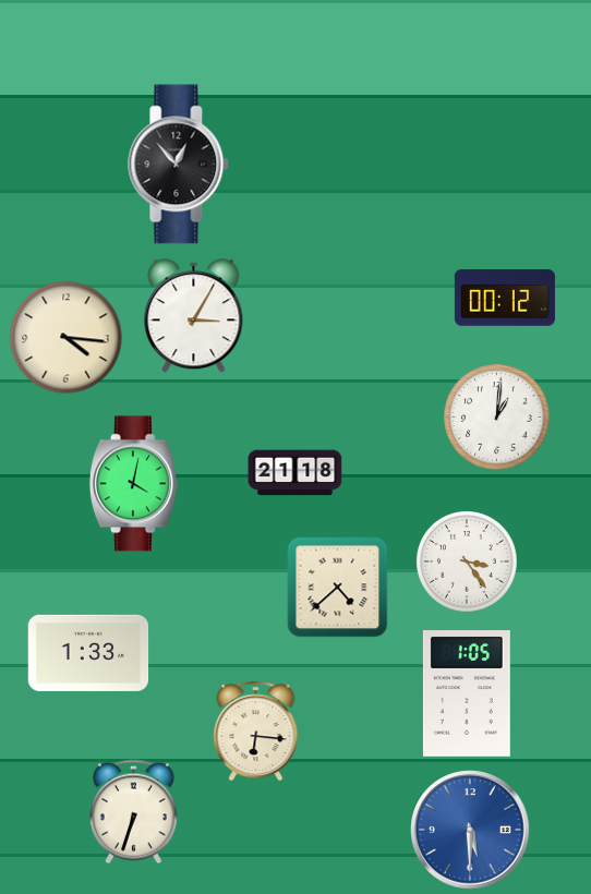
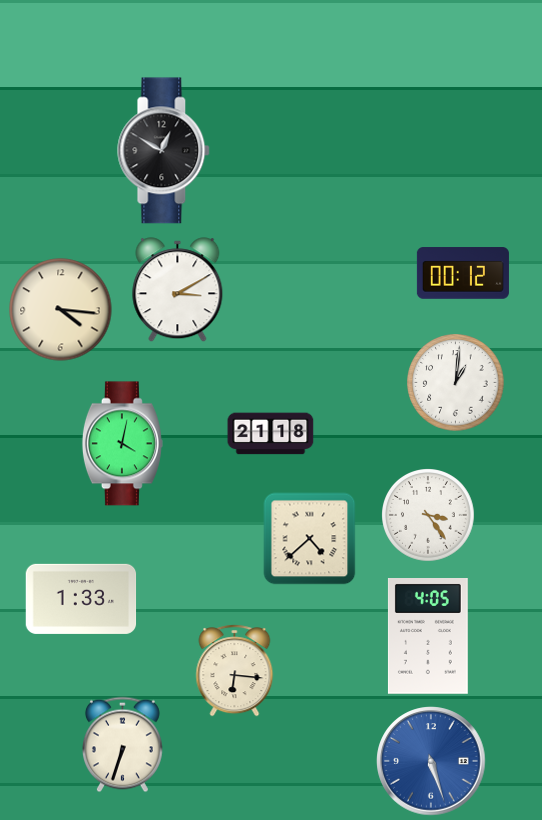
clock at (179, 165): 12:53 -> 12:50
clock at (194, 316): 3:05 -> 3:10
clock at (467, 694): 1:05 -> 4:05
clock at (470, 830): 5:30 -> 5:27
